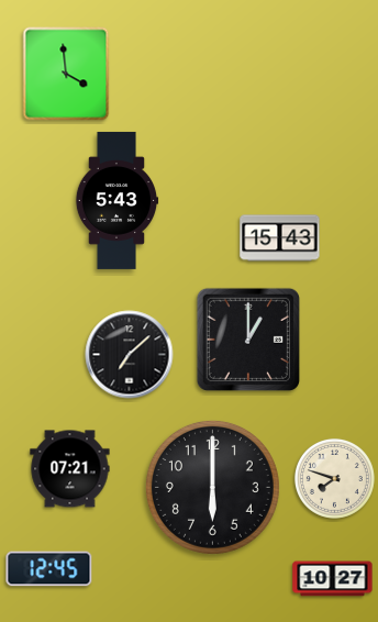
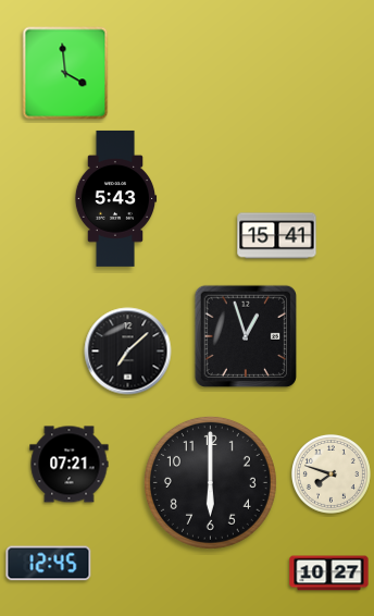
clock at (280, 238): 15:43 -> 15:41
clock at (247, 338): 1:00 -> 12:57
